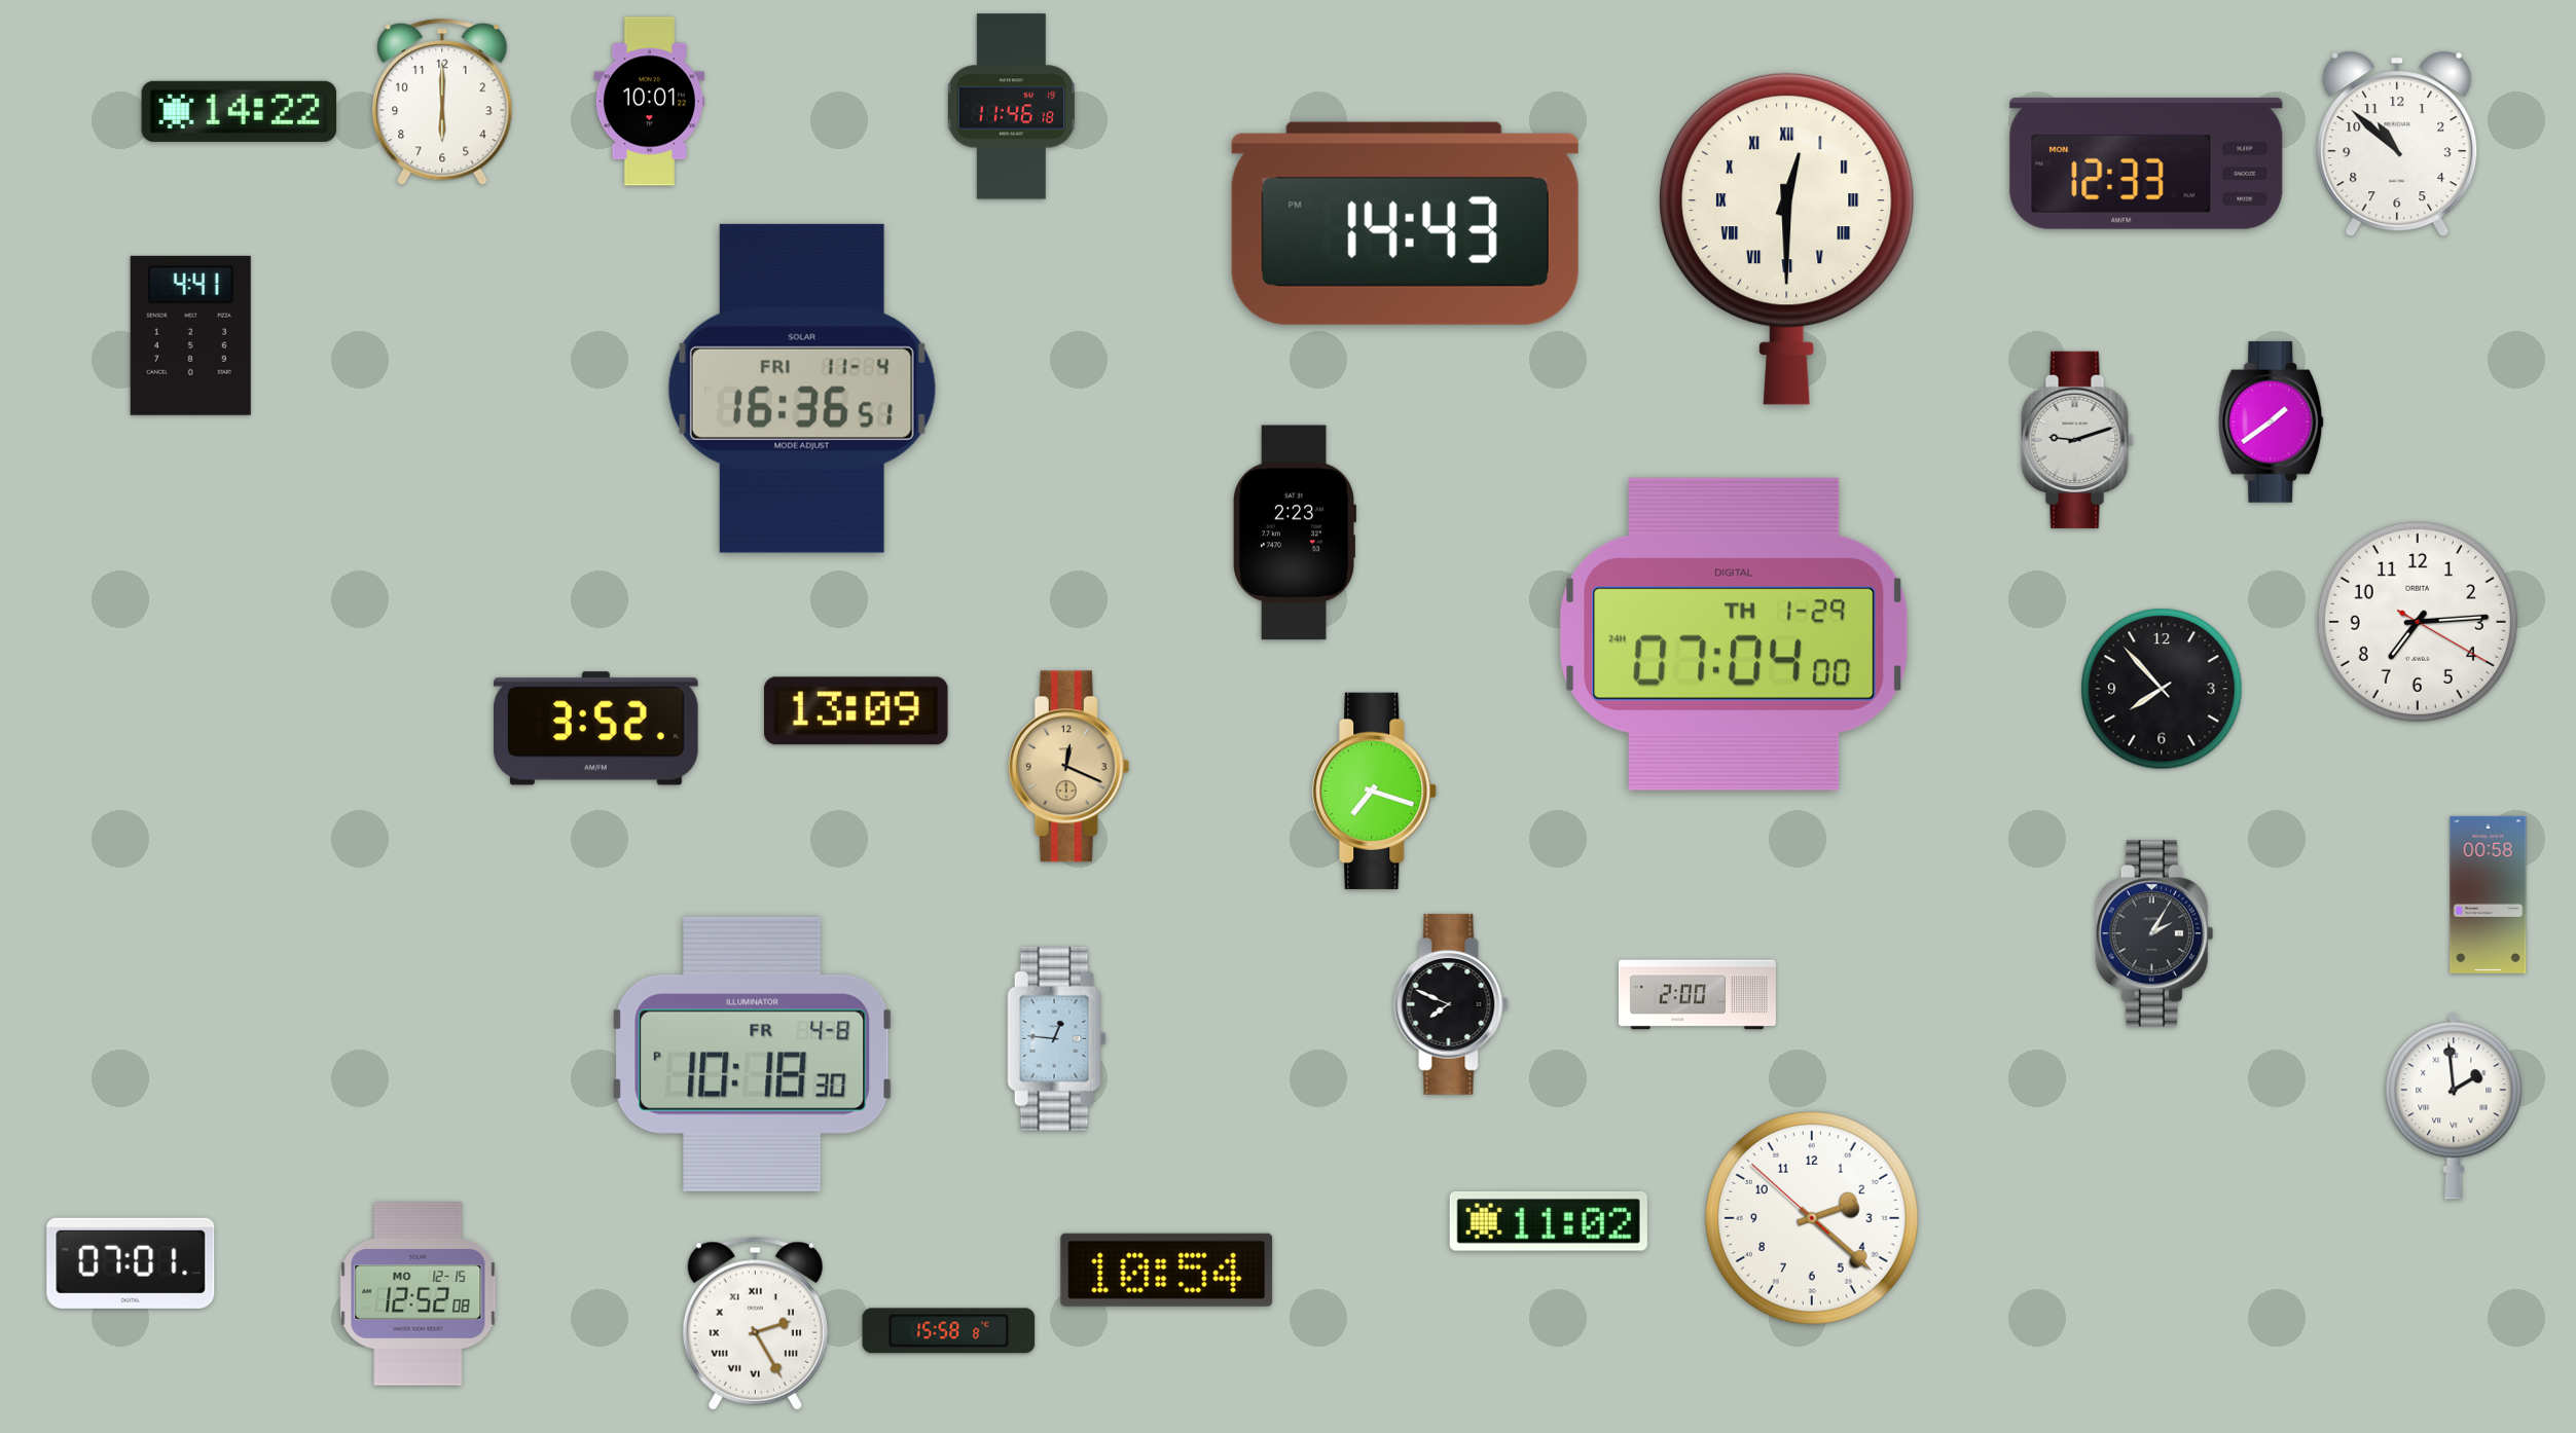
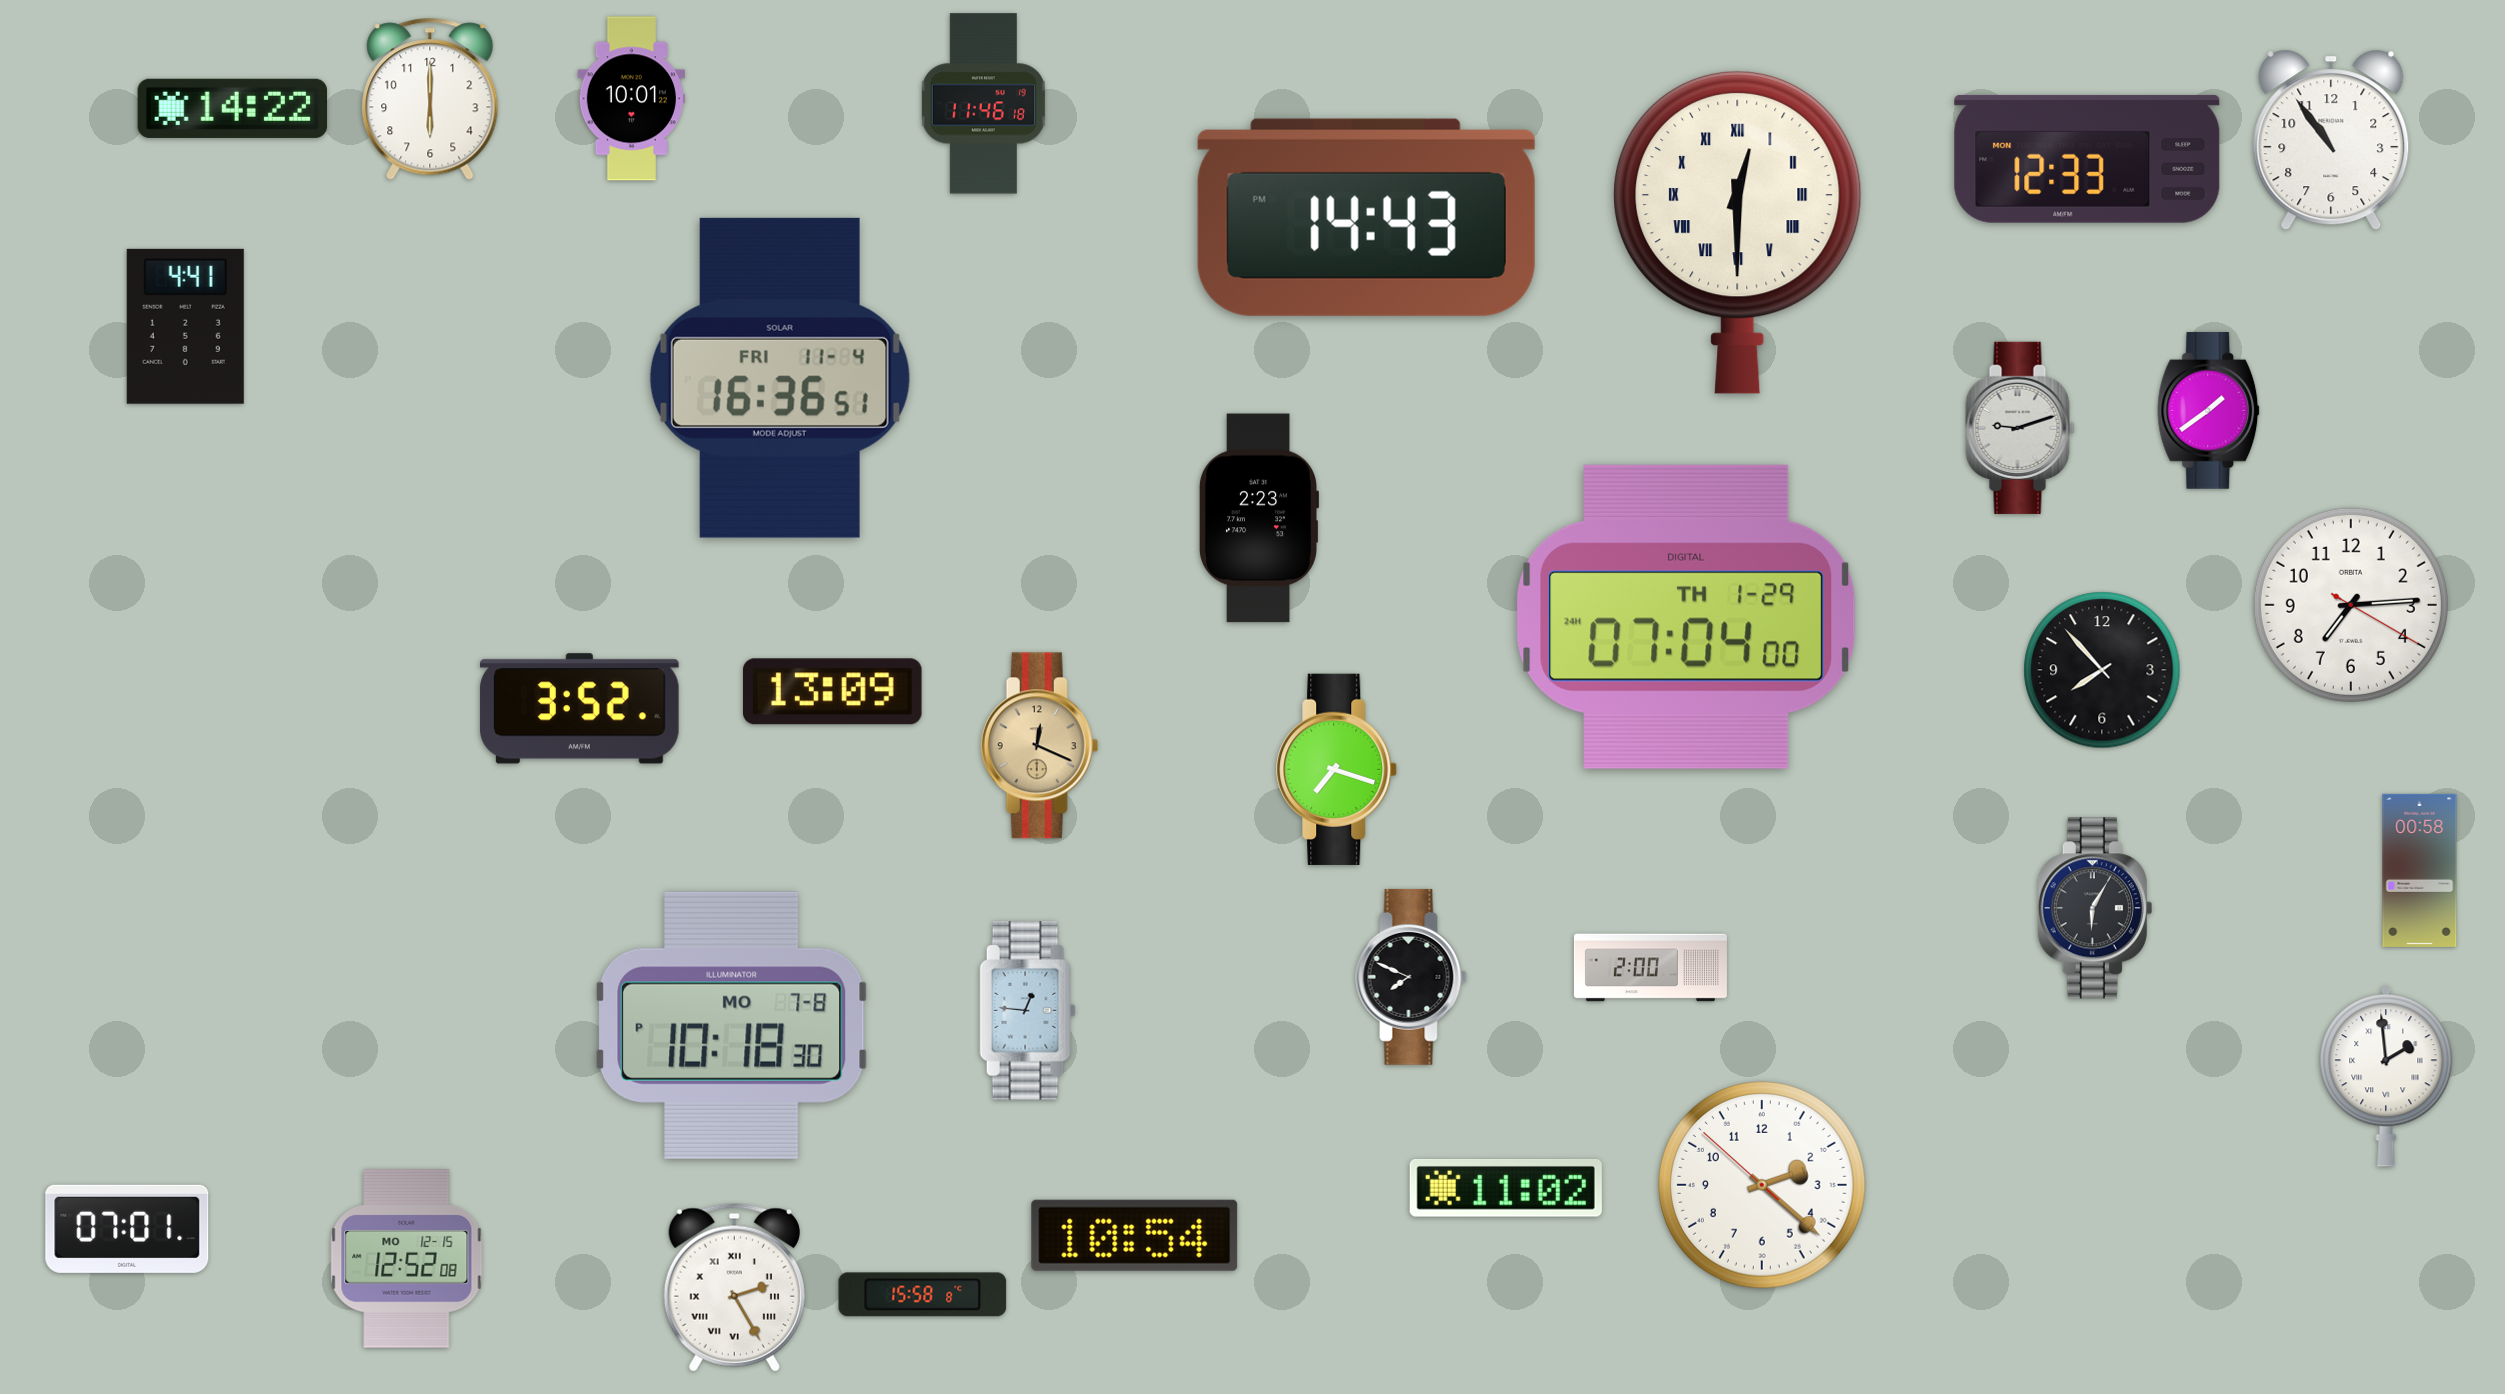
clock at (2397, 144): 10:52 -> 10:54
clock at (2154, 933): 2:05 -> 6:05
clock at (753, 1054) date: FR 4-8 -> MO 7-8
